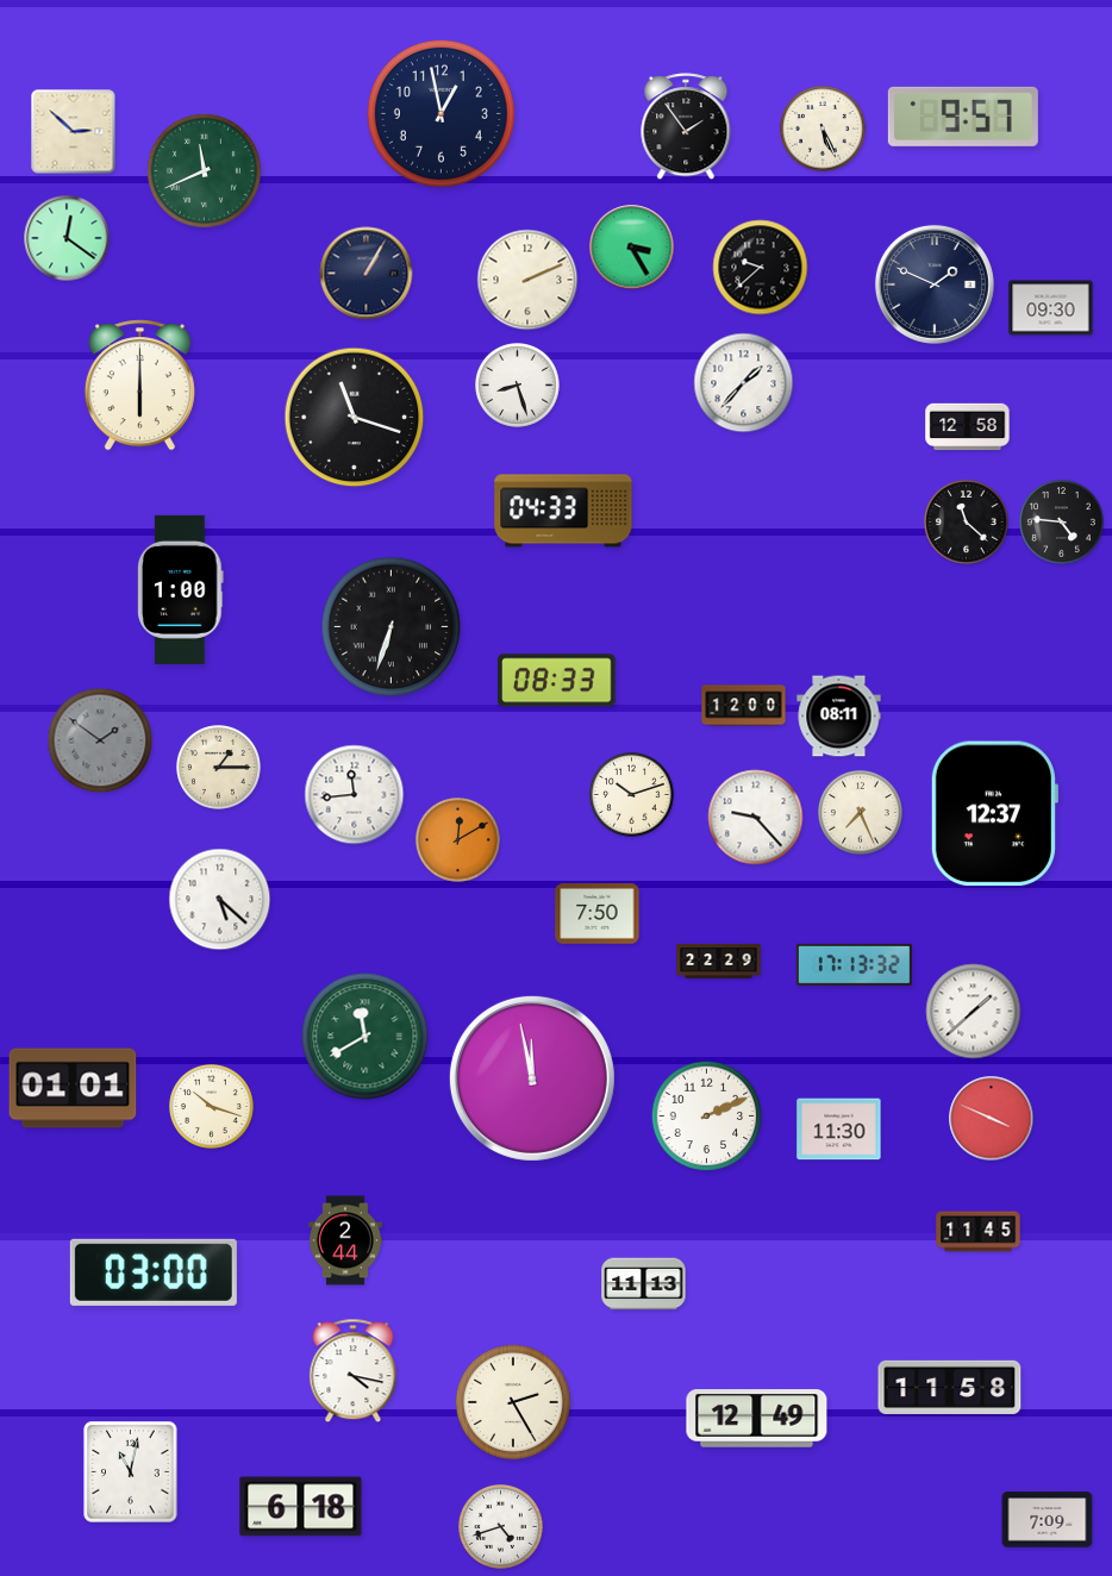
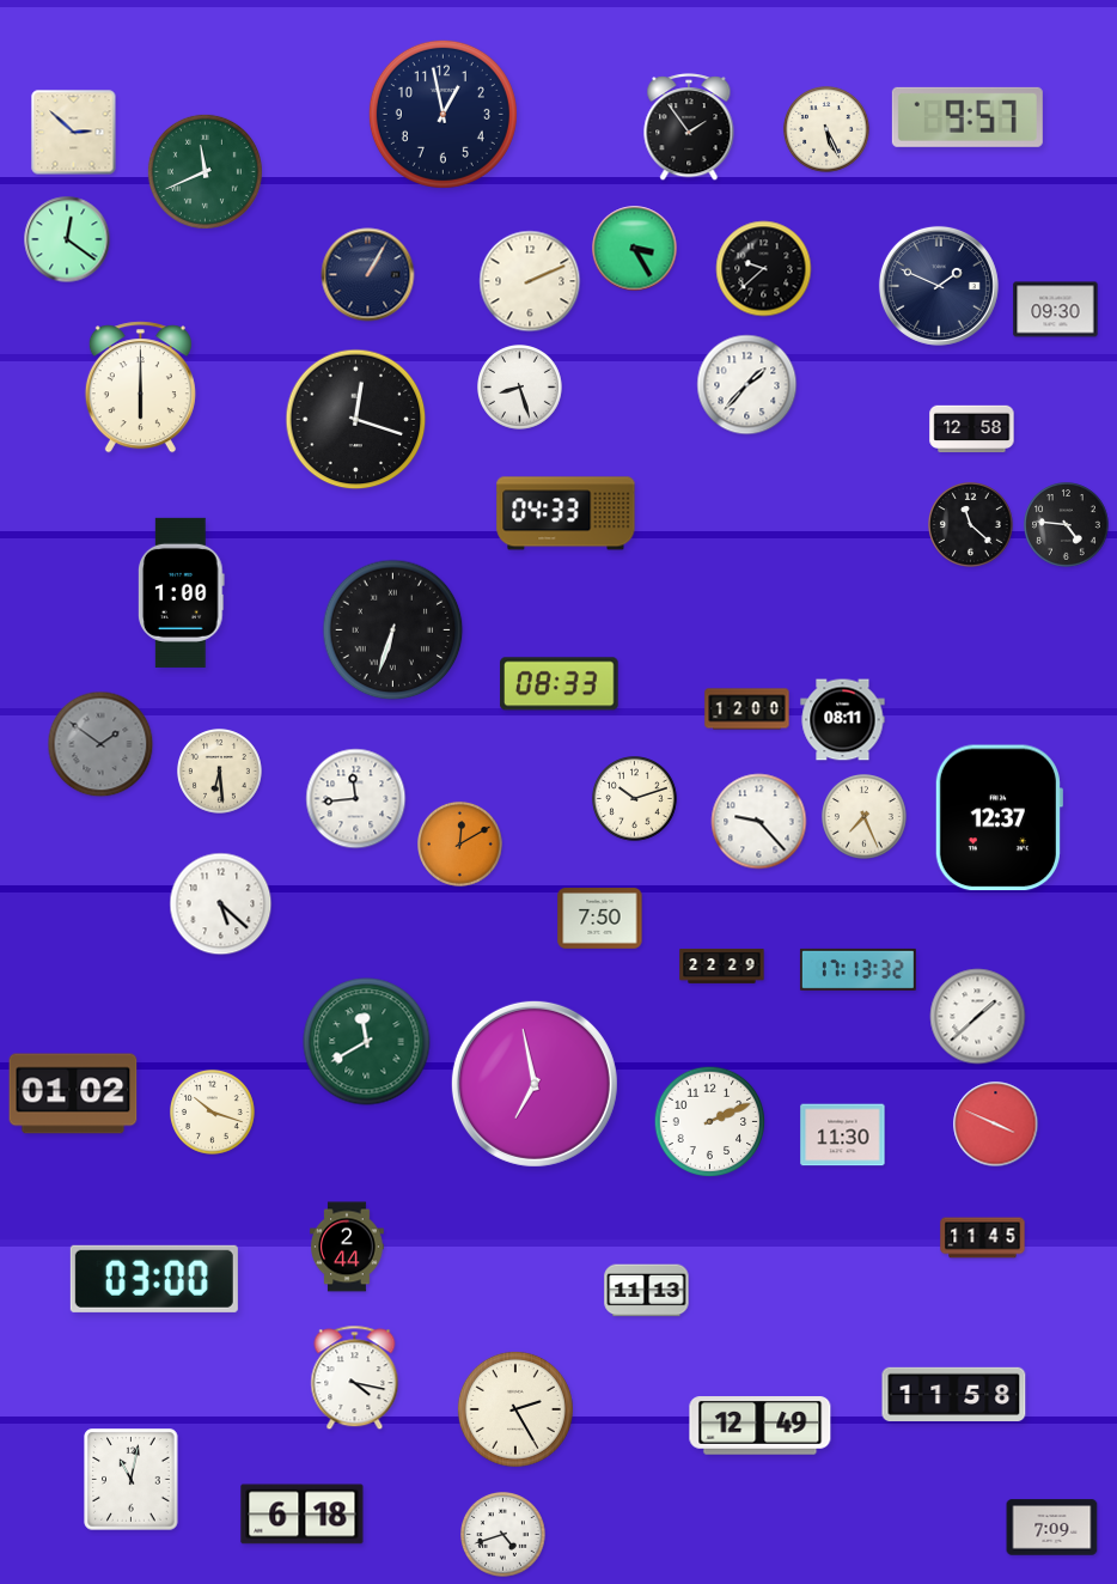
clock at (355, 418): 11:18 -> 12:18
clock at (219, 768): 1:15 -> 6:29
clock at (532, 1078): 11:58 -> 6:58
clock at (73, 1088): 01:01 -> 01:02
